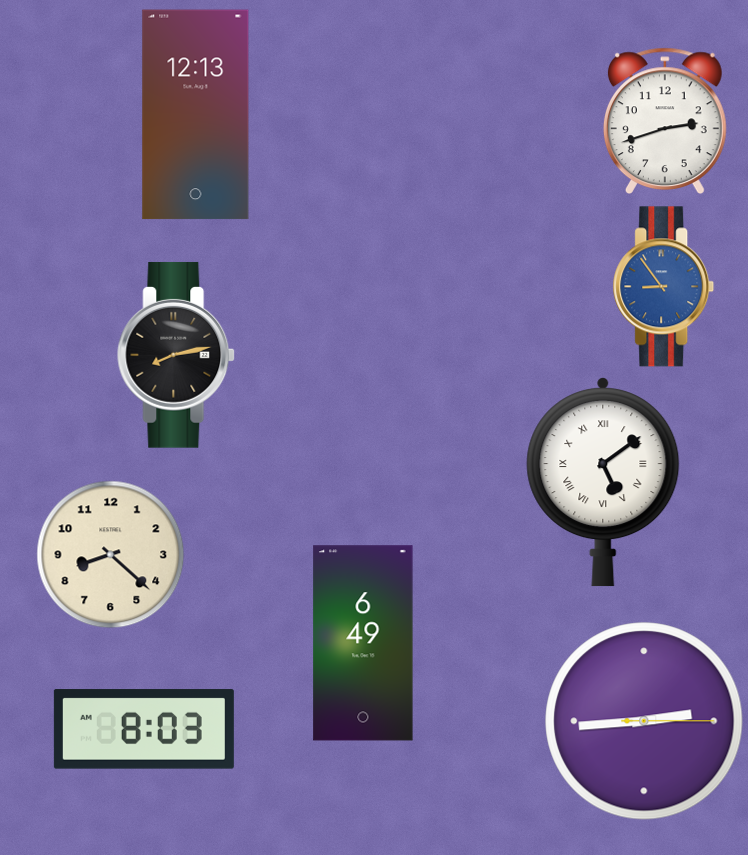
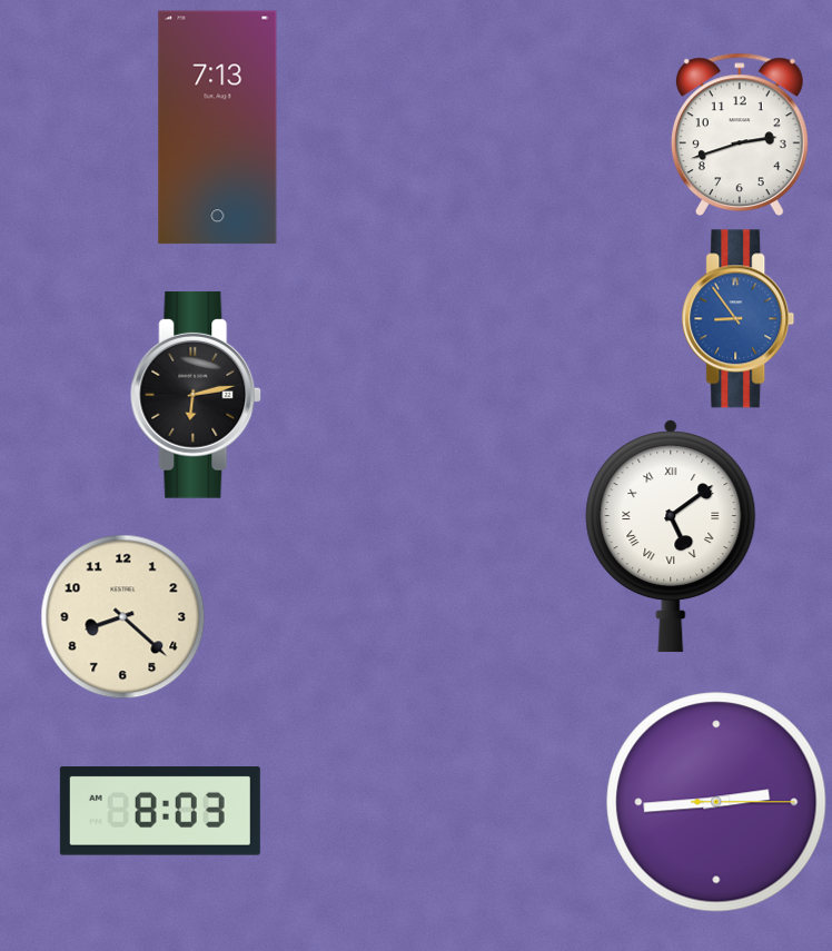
clock at (196, 115): 12:13 -> 7:13
clock at (177, 355): 8:13 -> 6:13
clock at (363, 643): 6:49 -> none
